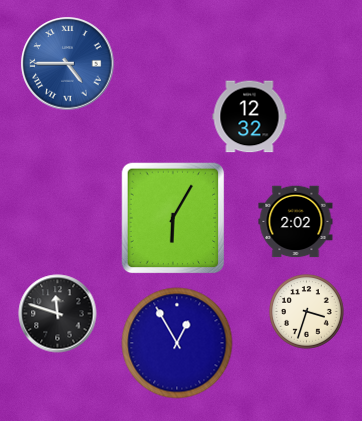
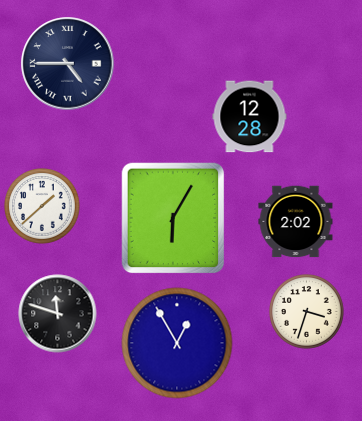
clock at (68, 64) dial: blue -> navy
clock at (250, 117): 12:32 -> 12:28
clock at (42, 206): none -> 1:38
